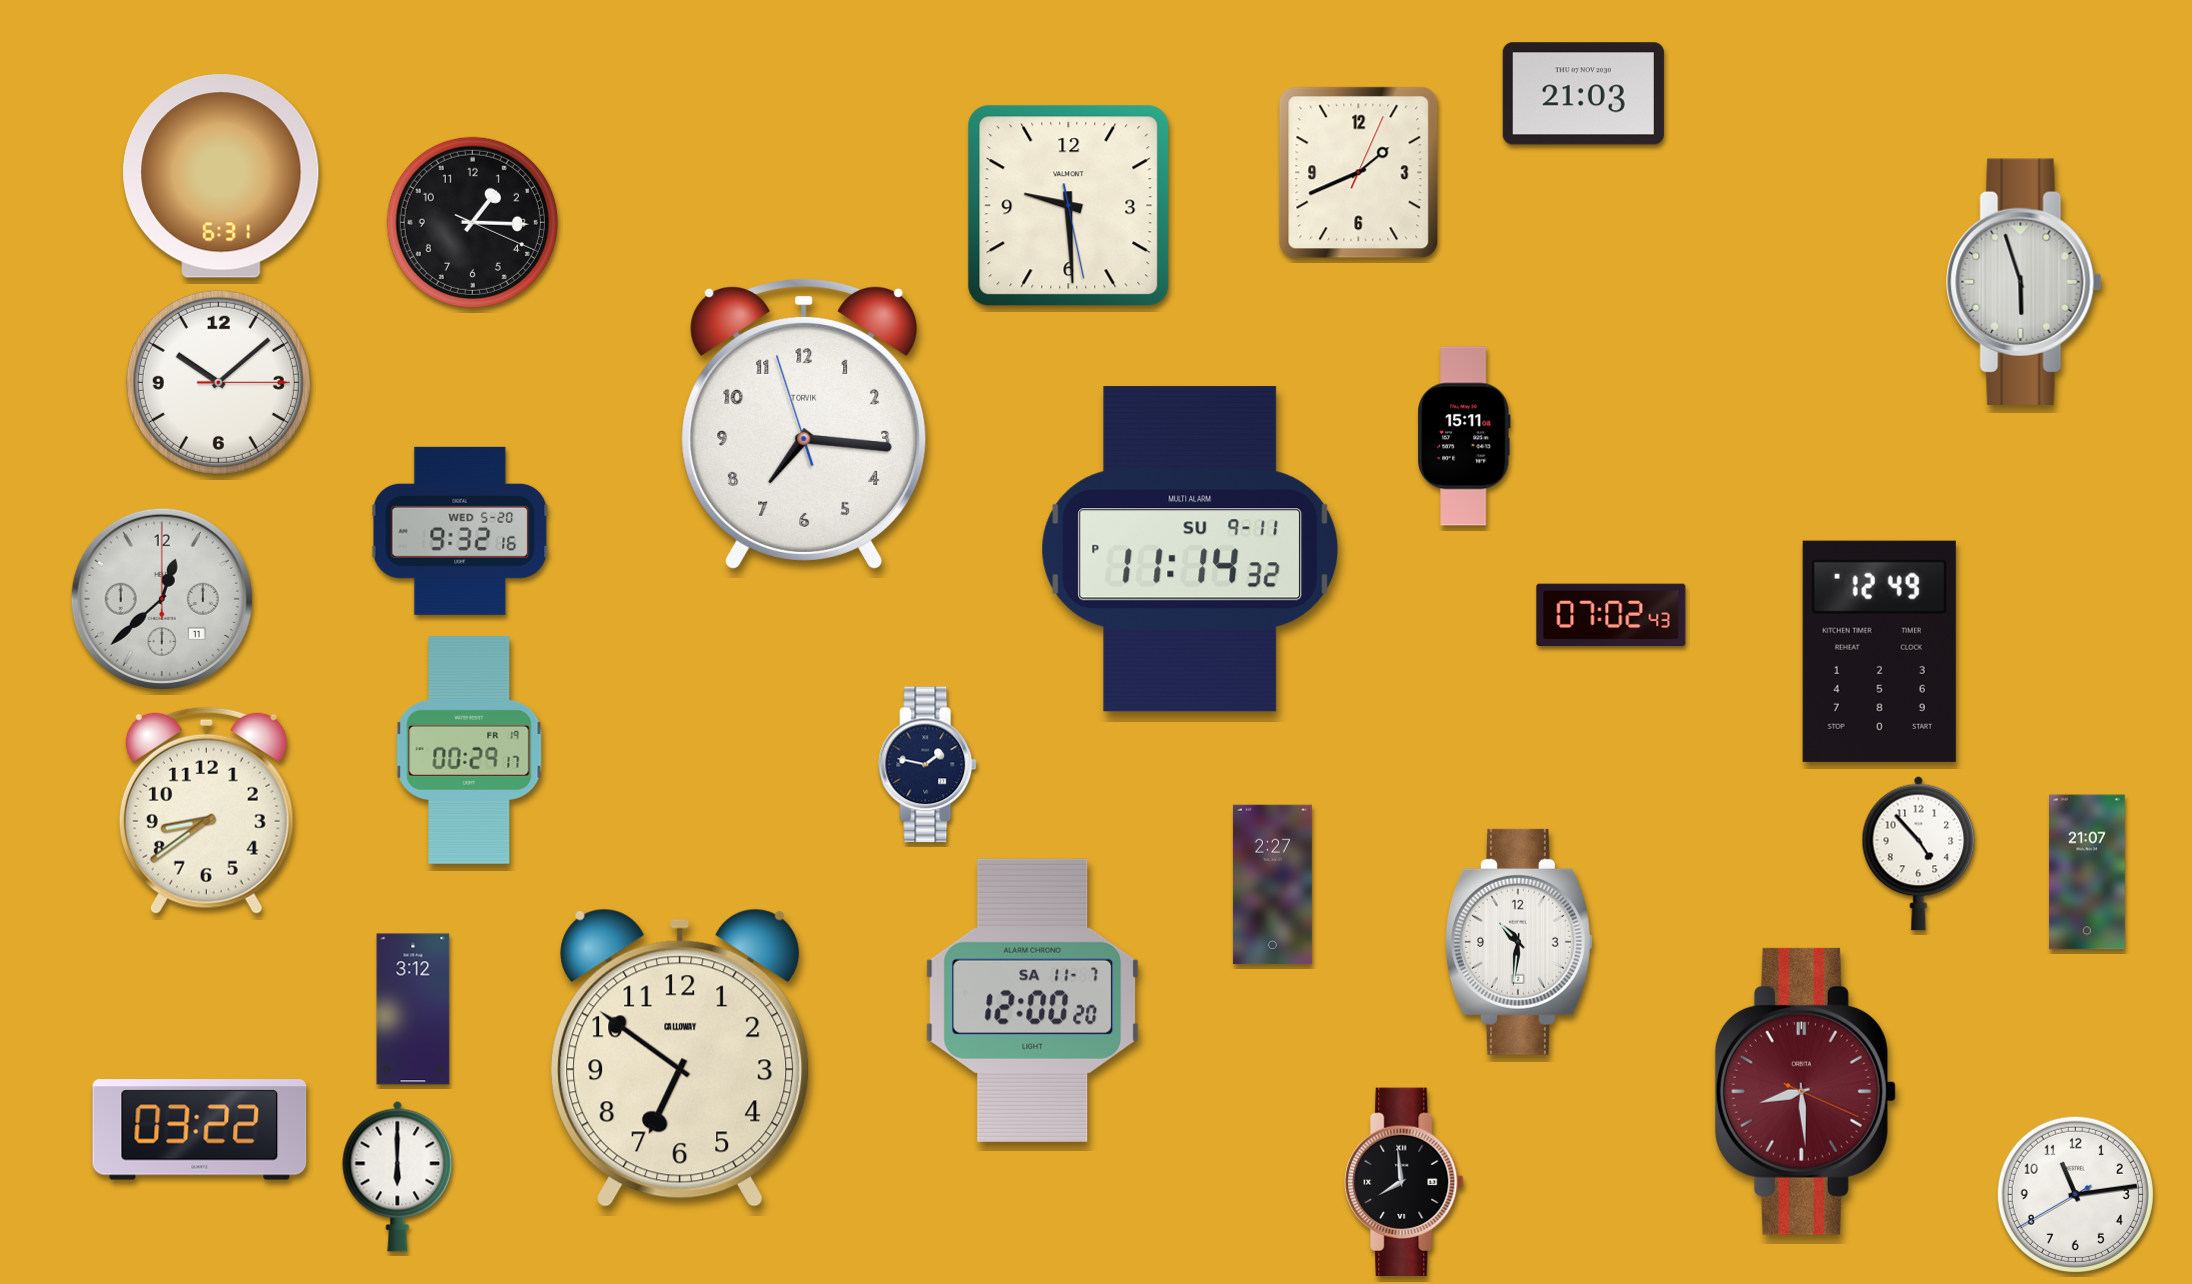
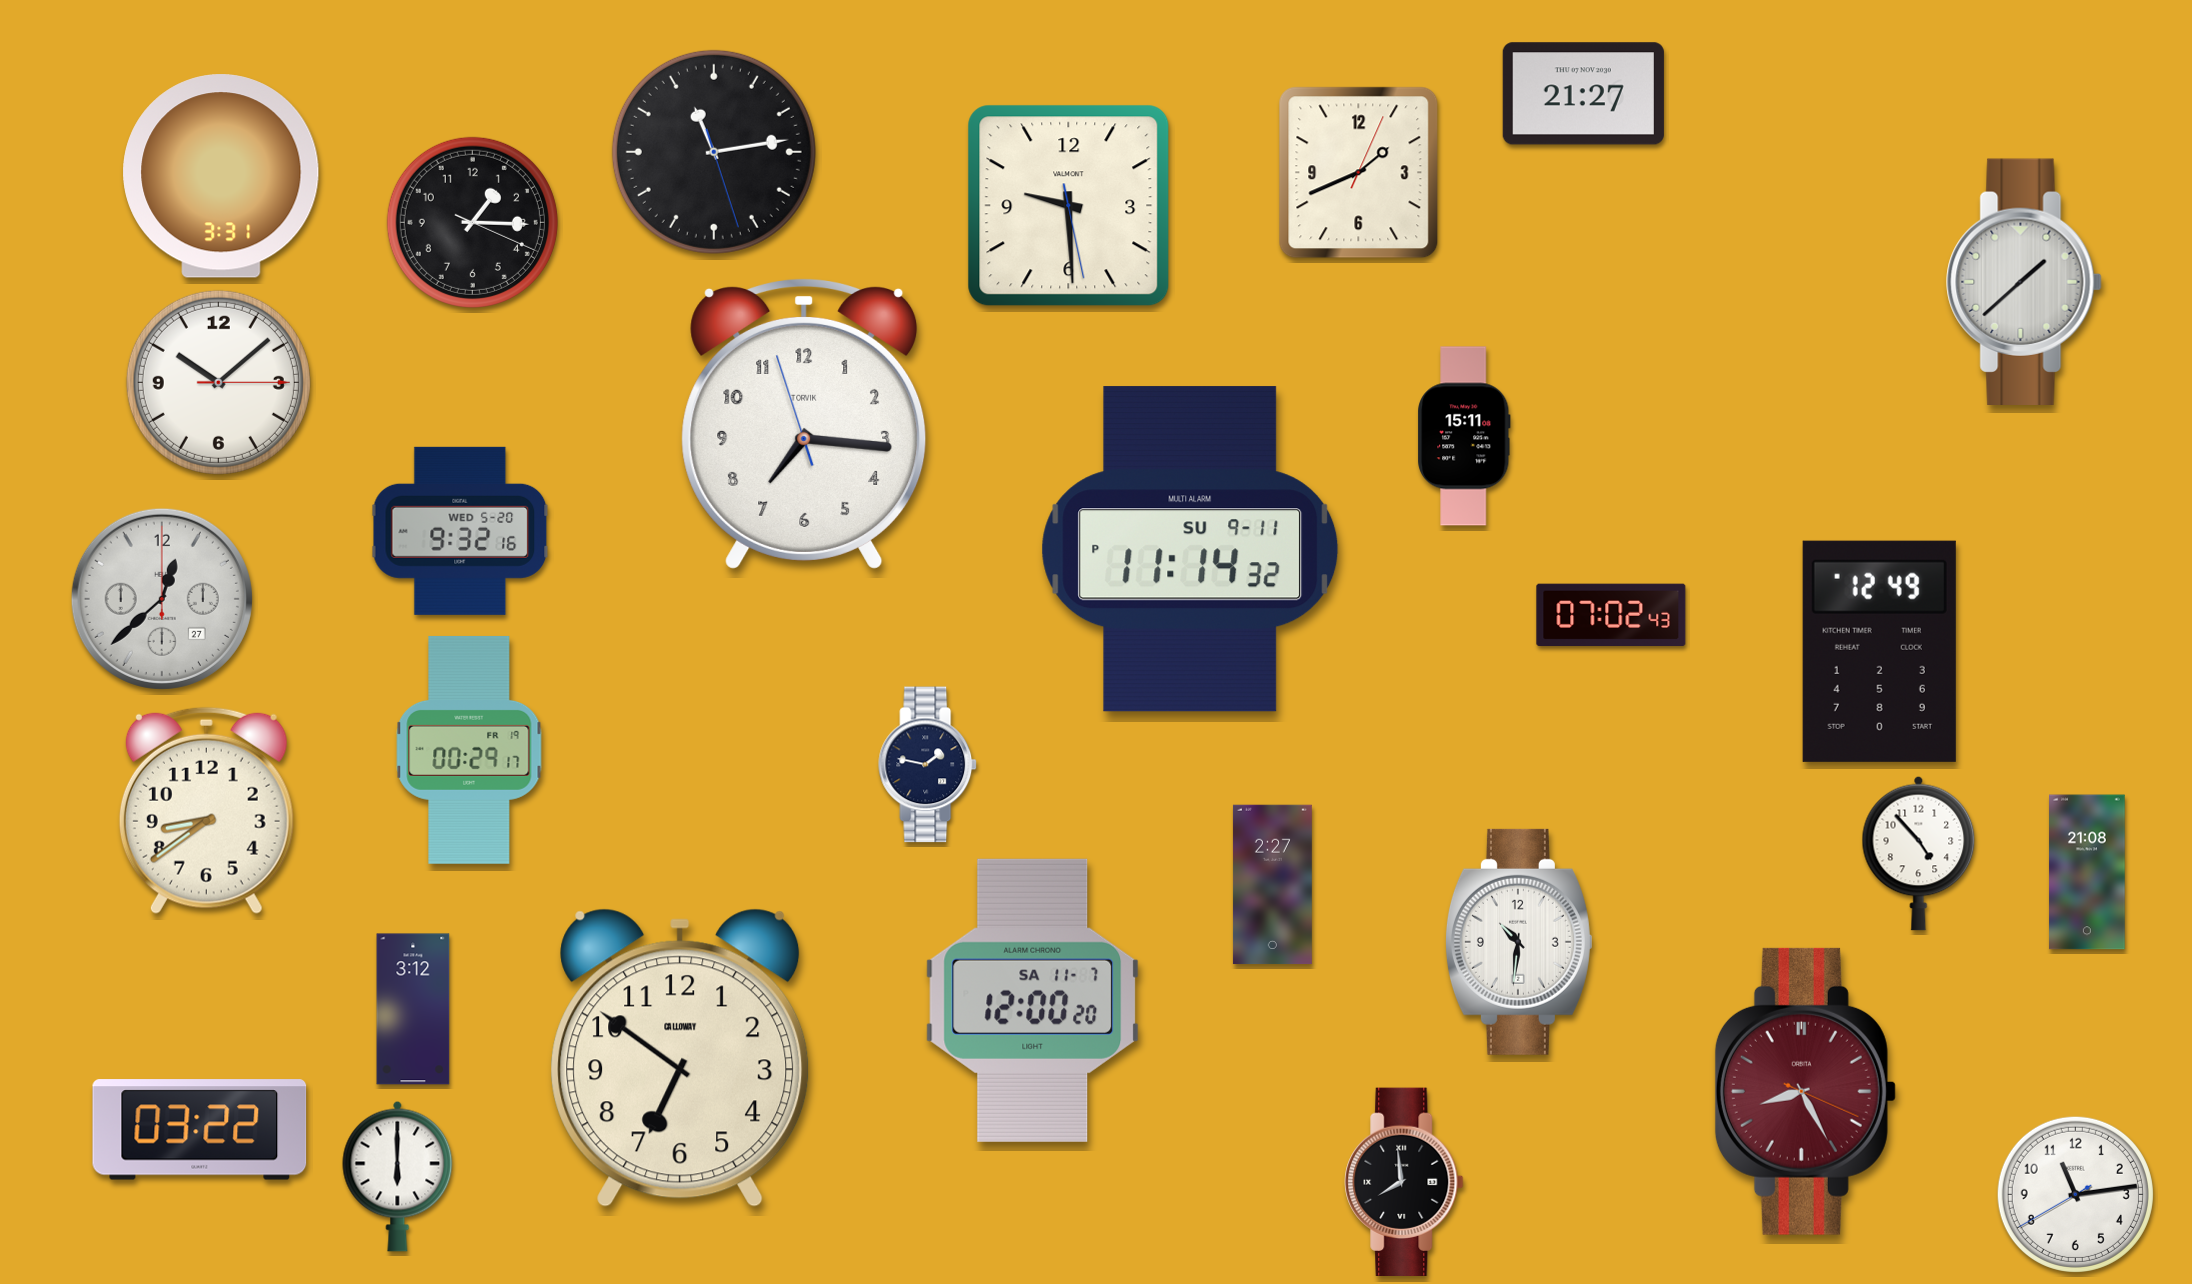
clock at (1583, 94): 21:03 -> 21:27
clock at (714, 152): none -> 11:13
clock at (221, 176): 6:31 -> 3:31
clock at (2024, 281): 5:57 -> 1:38
clock at (162, 599) date: 11 -> 27
clock at (2087, 872): 21:07 -> 21:08
clock at (1805, 1091): 8:29 -> 8:25
